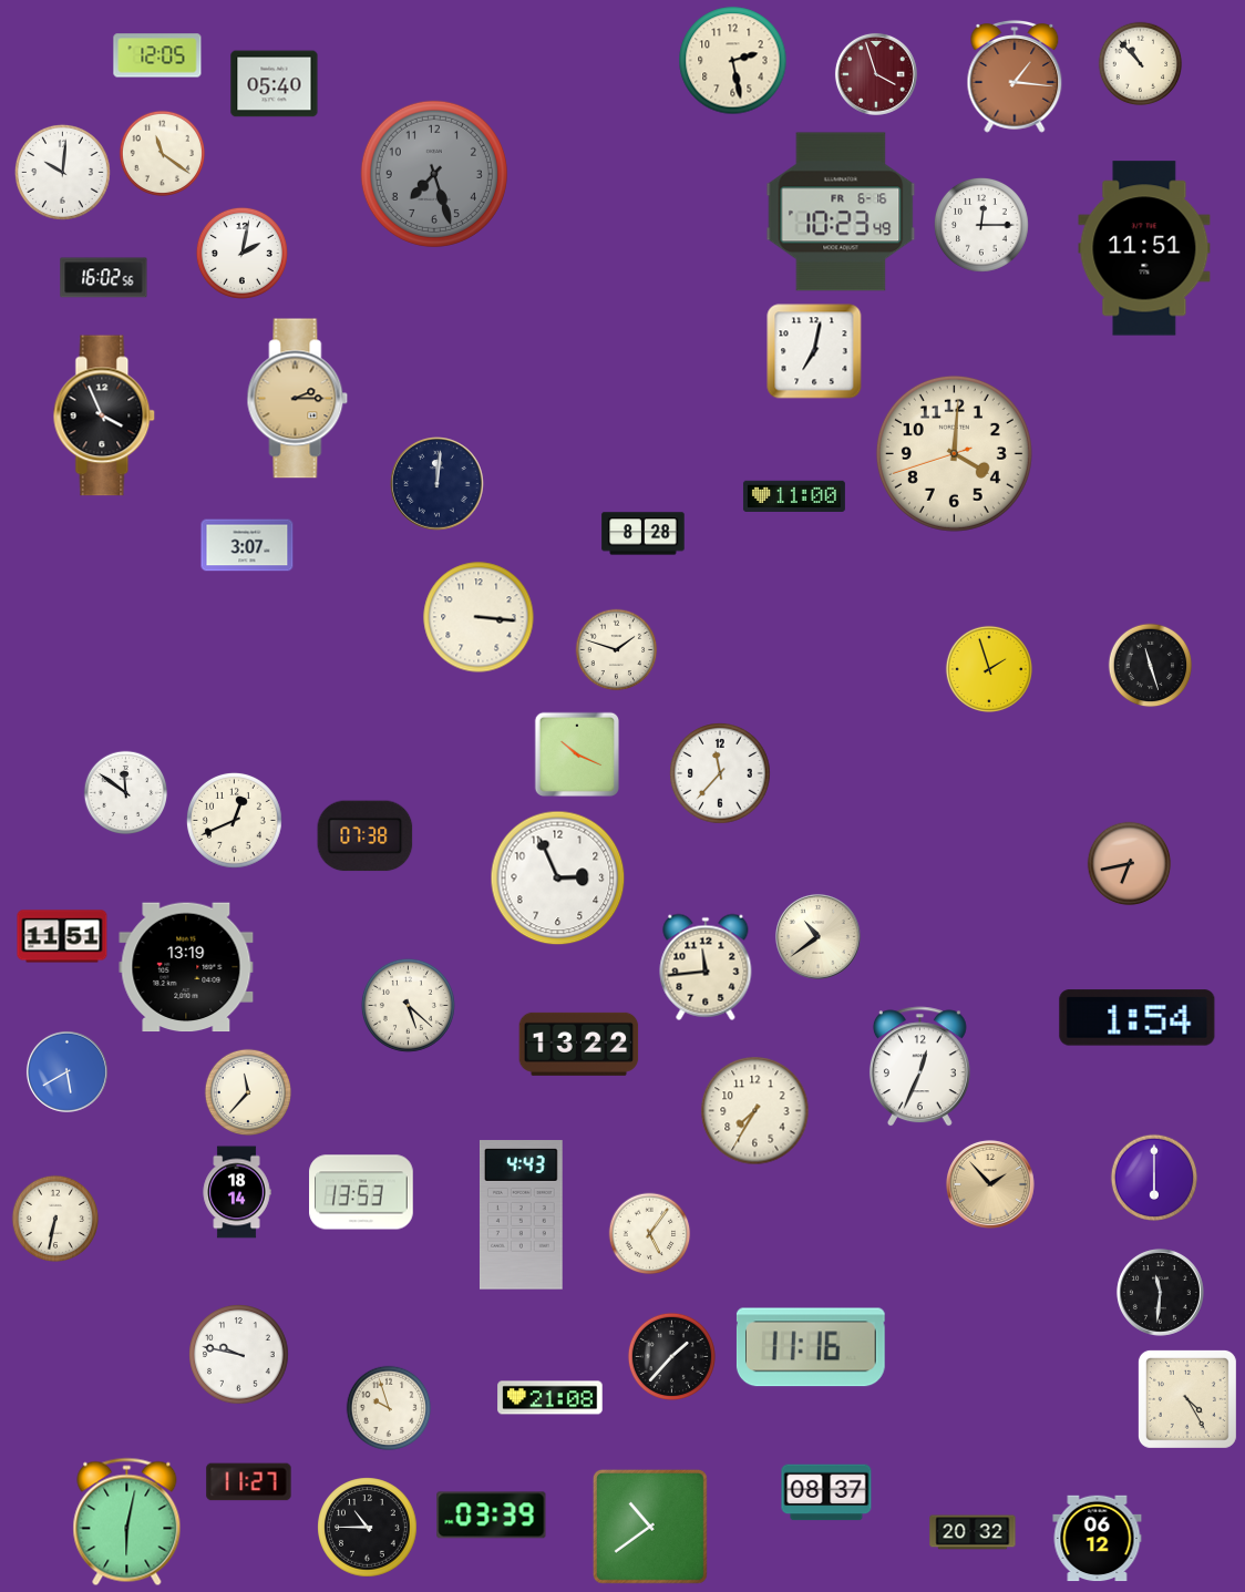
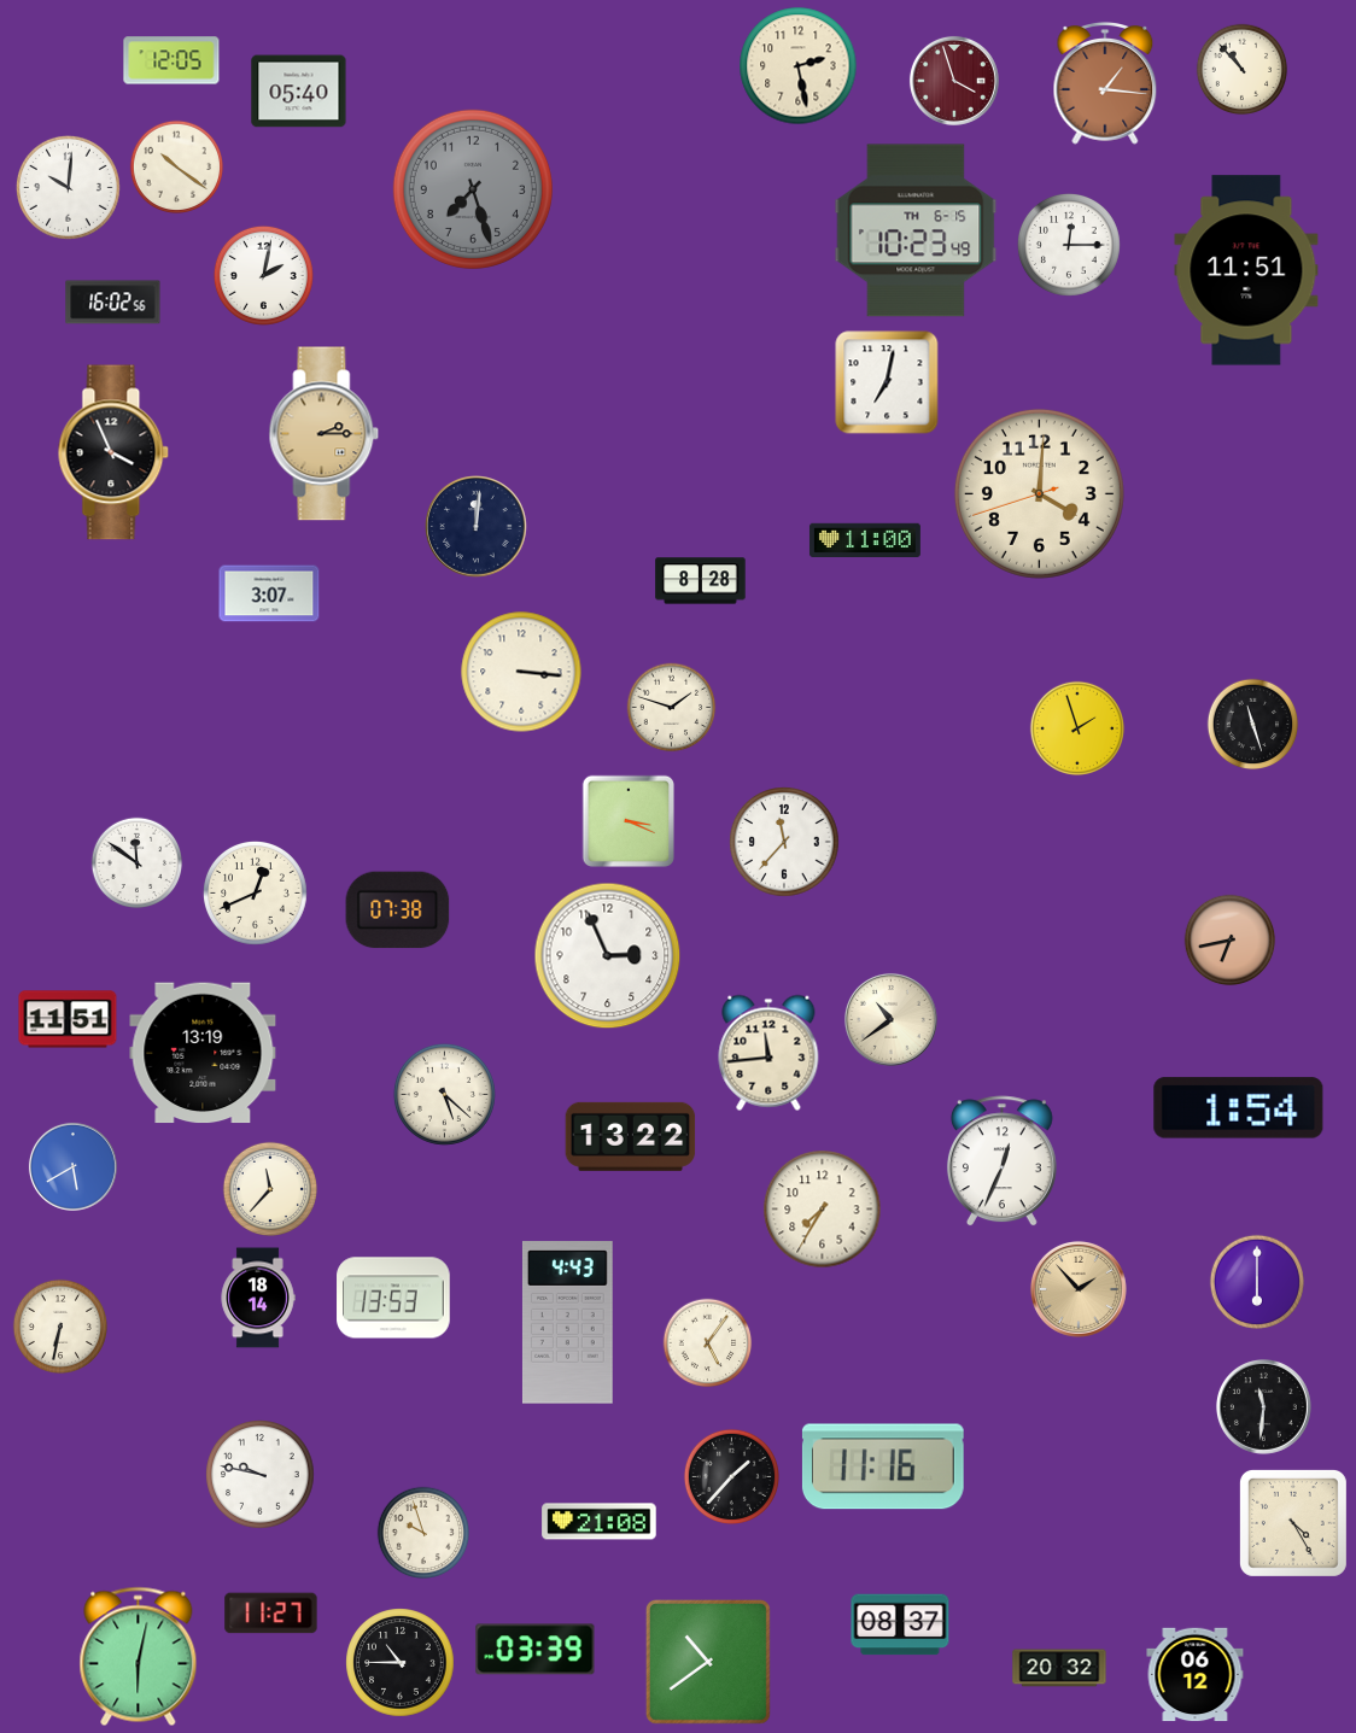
clock at (162, 153): 11:21 -> 10:21
clock at (841, 212) date: FR 6-16 -> TH 6-15
clock at (576, 753): 10:19 -> 3:19
